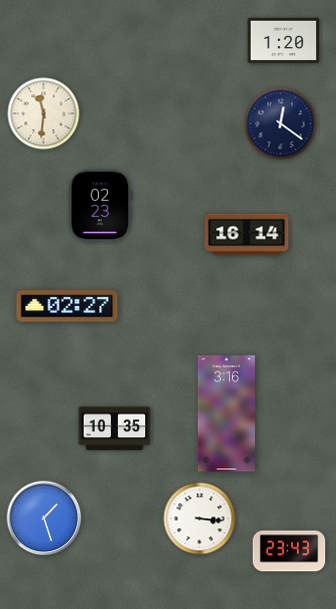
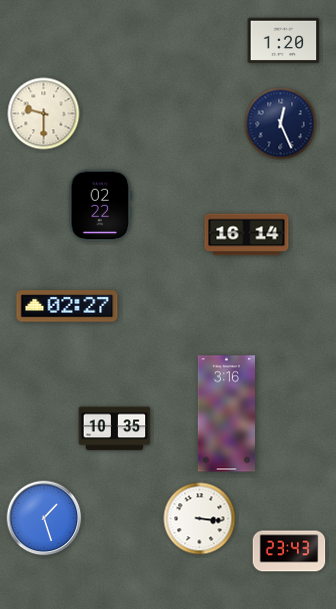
clock at (44, 114): 11:31 -> 9:30
clock at (281, 124): 12:21 -> 12:26
clock at (101, 206): 02:23 -> 02:22
